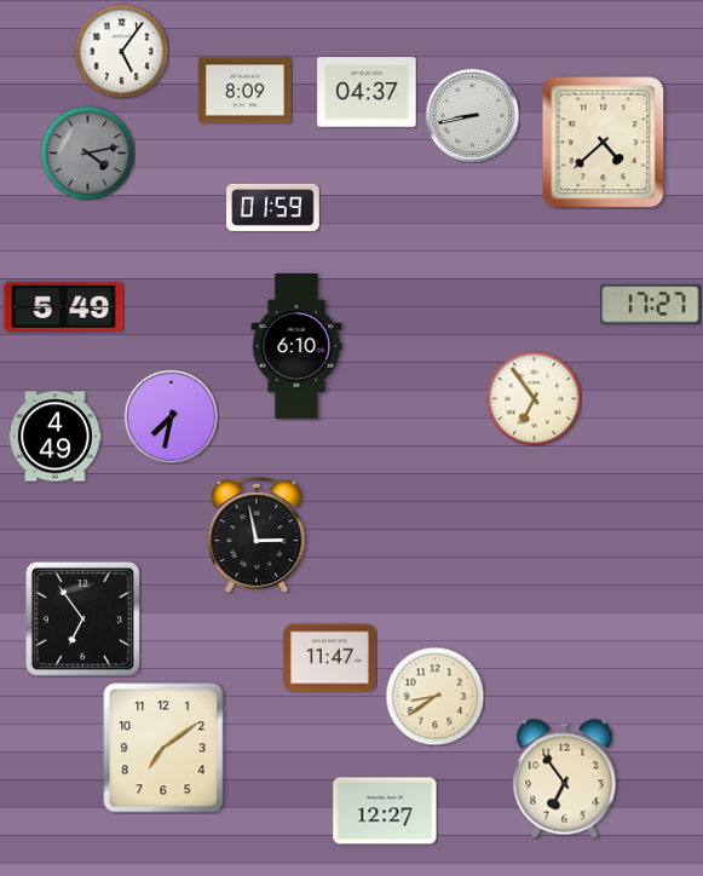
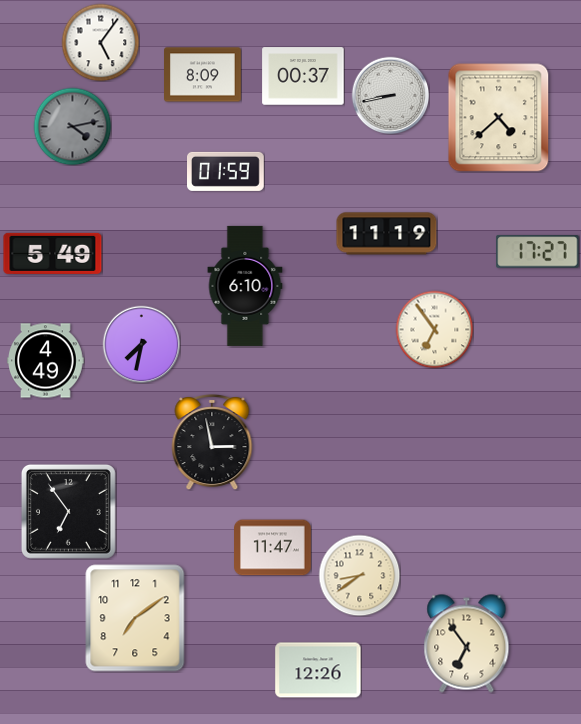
clock at (367, 92): 04:37 -> 00:37
clock at (387, 234): none -> 11:19
clock at (534, 398) position: (534, 398) -> (434, 329)
clock at (330, 658) position: (330, 658) -> (273, 548)
clock at (385, 811): 12:27 -> 12:26
